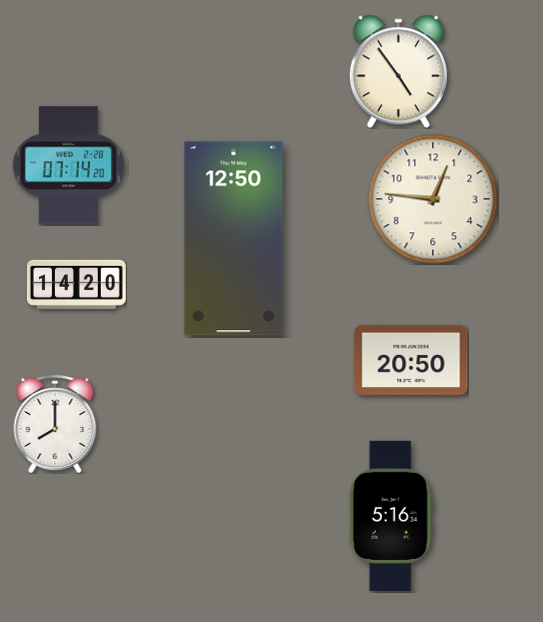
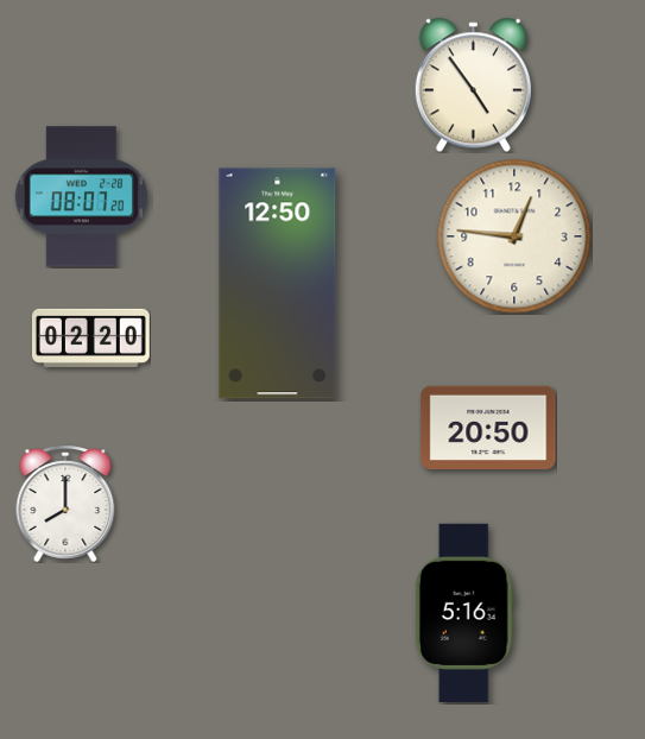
clock at (68, 166): 07:14 -> 08:07
clock at (76, 284): 14:20 -> 02:20
